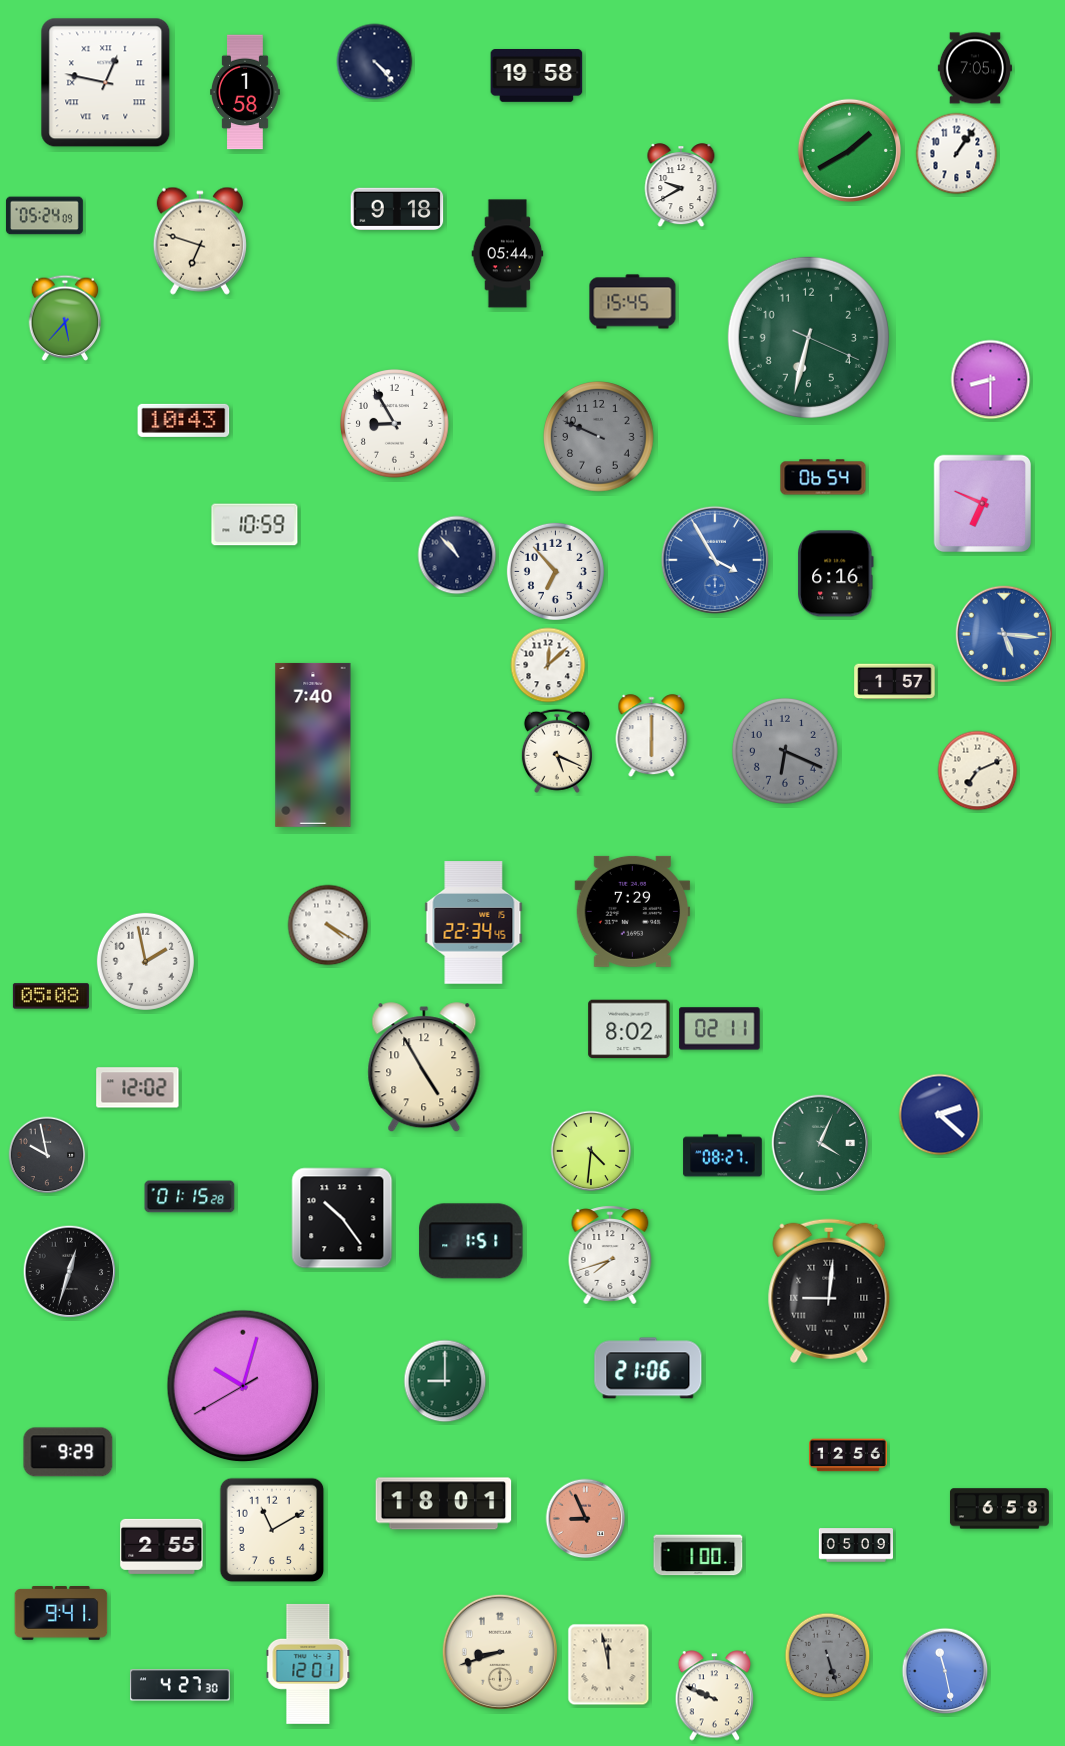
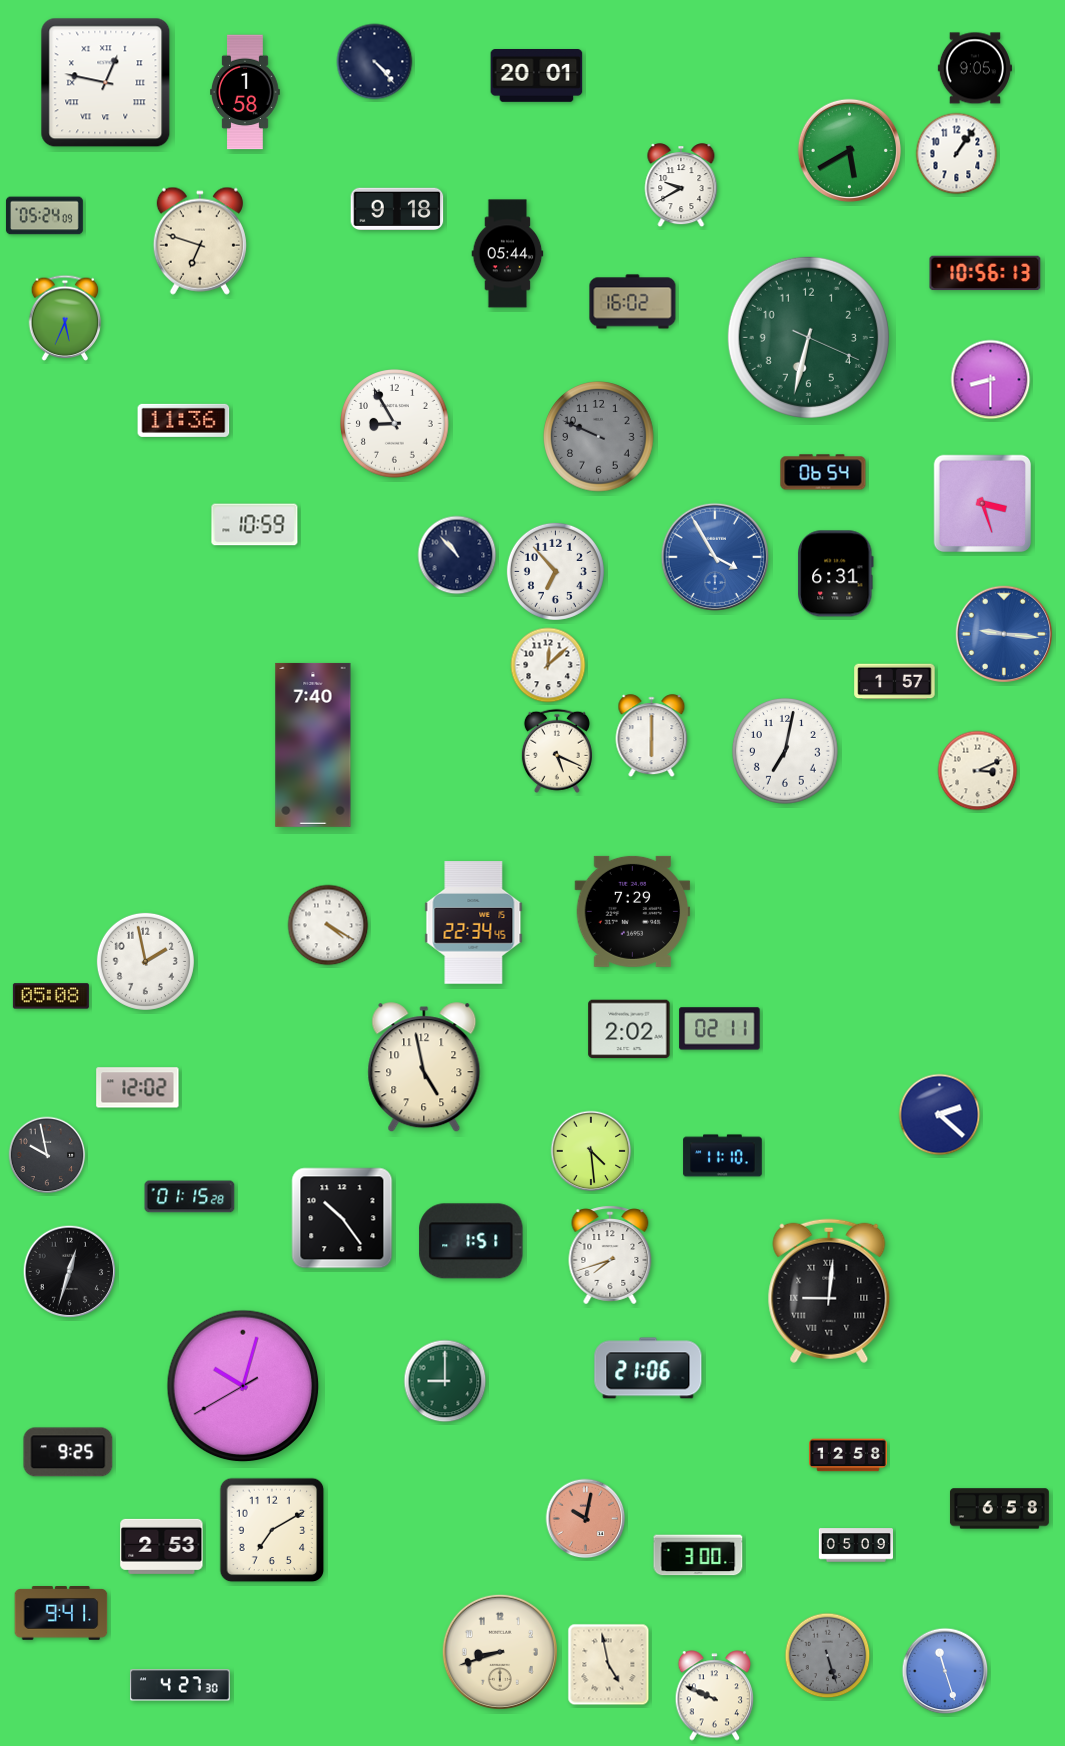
clock at (975, 68): 7:05 -> 9:05
clock at (537, 76): 19:58 -> 20:01
clock at (849, 150): 1:40 -> 5:40
clock at (985, 273): none -> 10:56
clock at (633, 302): 15:45 -> 16:02
clock at (65, 318): 5:37 -> 5:34
clock at (184, 420): 10:43 -> 11:36
clock at (823, 477) position: (823, 477) -> (823, 472)
clock at (983, 504): 6:49 -> 3:27
clock at (715, 560) position: (715, 560) -> (715, 557)
clock at (836, 574): 6:16 -> 6:31
clock at (1004, 634): 5:16 -> 9:16
clock at (785, 751): 6:19 -> 7:02
clock at (785, 751) dial: grey -> white
clock at (978, 771): 7:11 -> 3:11
clock at (629, 1029): 8:02 -> 2:02
clock at (424, 1068): 4:55 -> 4:58
clock at (820, 1143): 4:04 -> none
clock at (591, 1151): 4:31 -> 4:29
clock at (723, 1156): 08:27 -> 11:10
clock at (68, 1452): 9:29 -> 9:25
clock at (849, 1455): 12:56 -> 12:58
clock at (444, 1504): 18:01 -> none
clock at (586, 1519): 8:56 -> 10:02
clock at (272, 1530): 11:10 -> 7:10
clock at (162, 1546): 2:55 -> 2:53
clock at (698, 1555): 1:00 -> 3:00
clock at (308, 1664): 12:01 -> none
clock at (609, 1665): 11:58 -> 4:58
clock at (945, 1671): 11:28 -> 11:27
